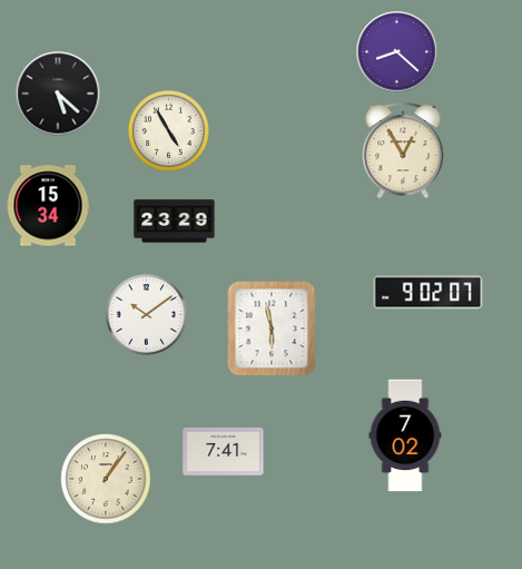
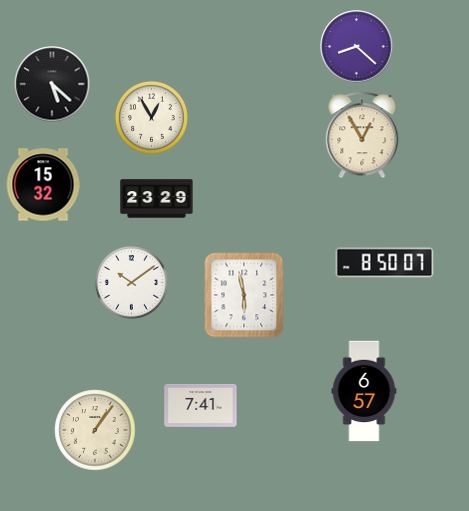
clock at (168, 130): 4:55 -> 12:55
clock at (48, 206): 15:34 -> 15:32
clock at (429, 293): 9:02 -> 8:50
clock at (405, 435): 7:02 -> 6:57
